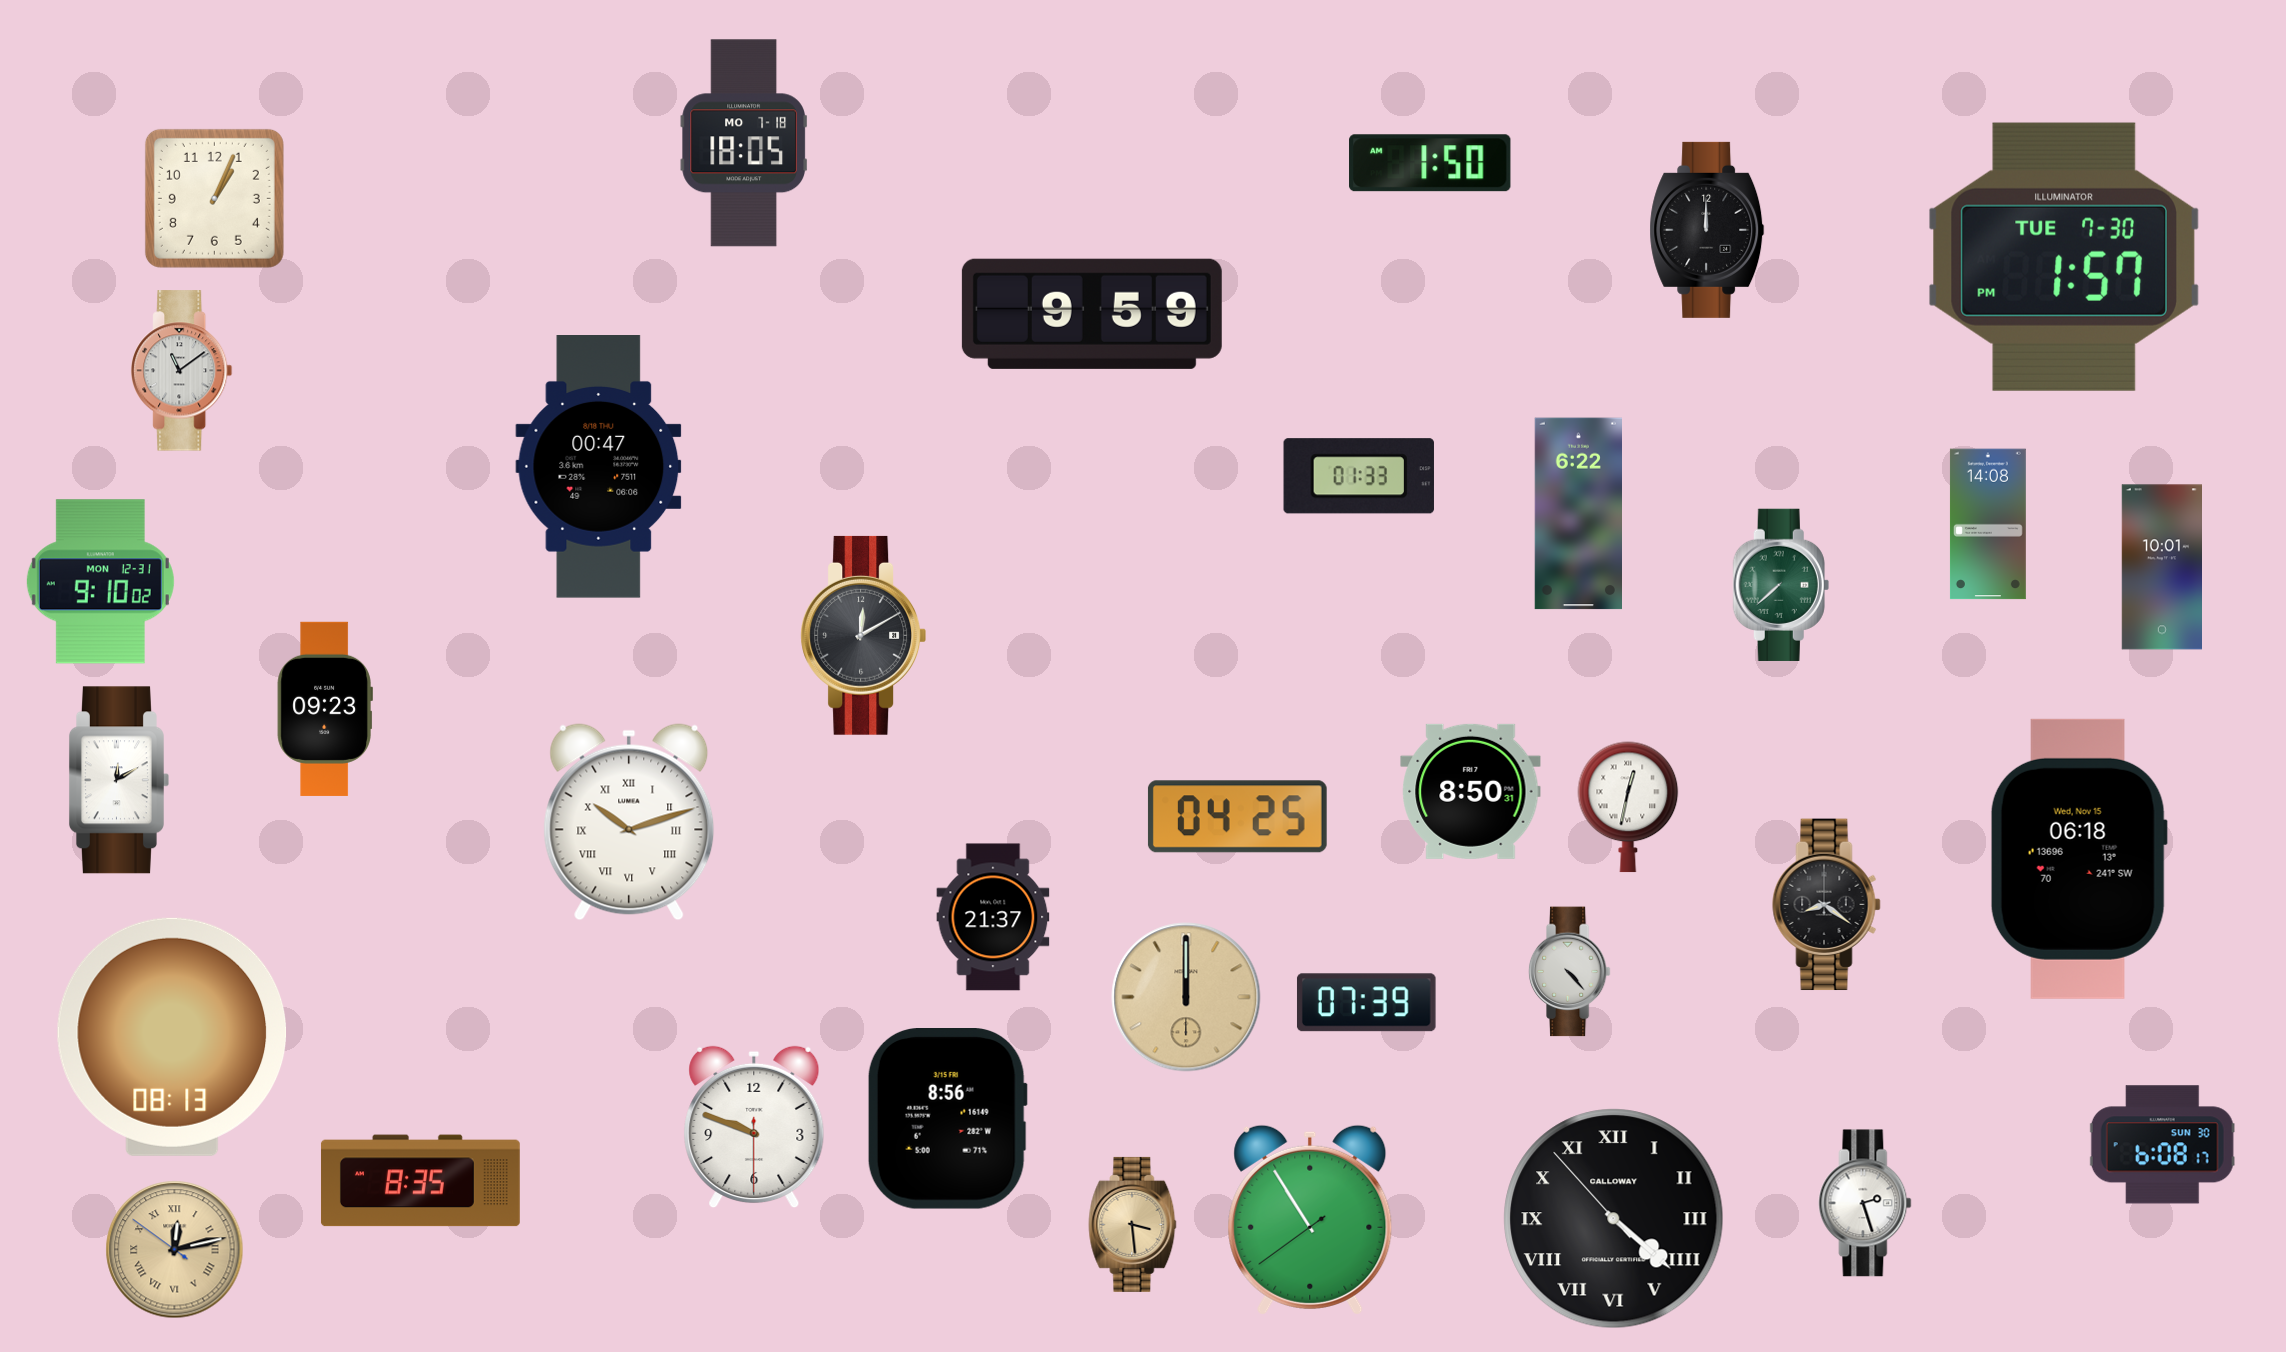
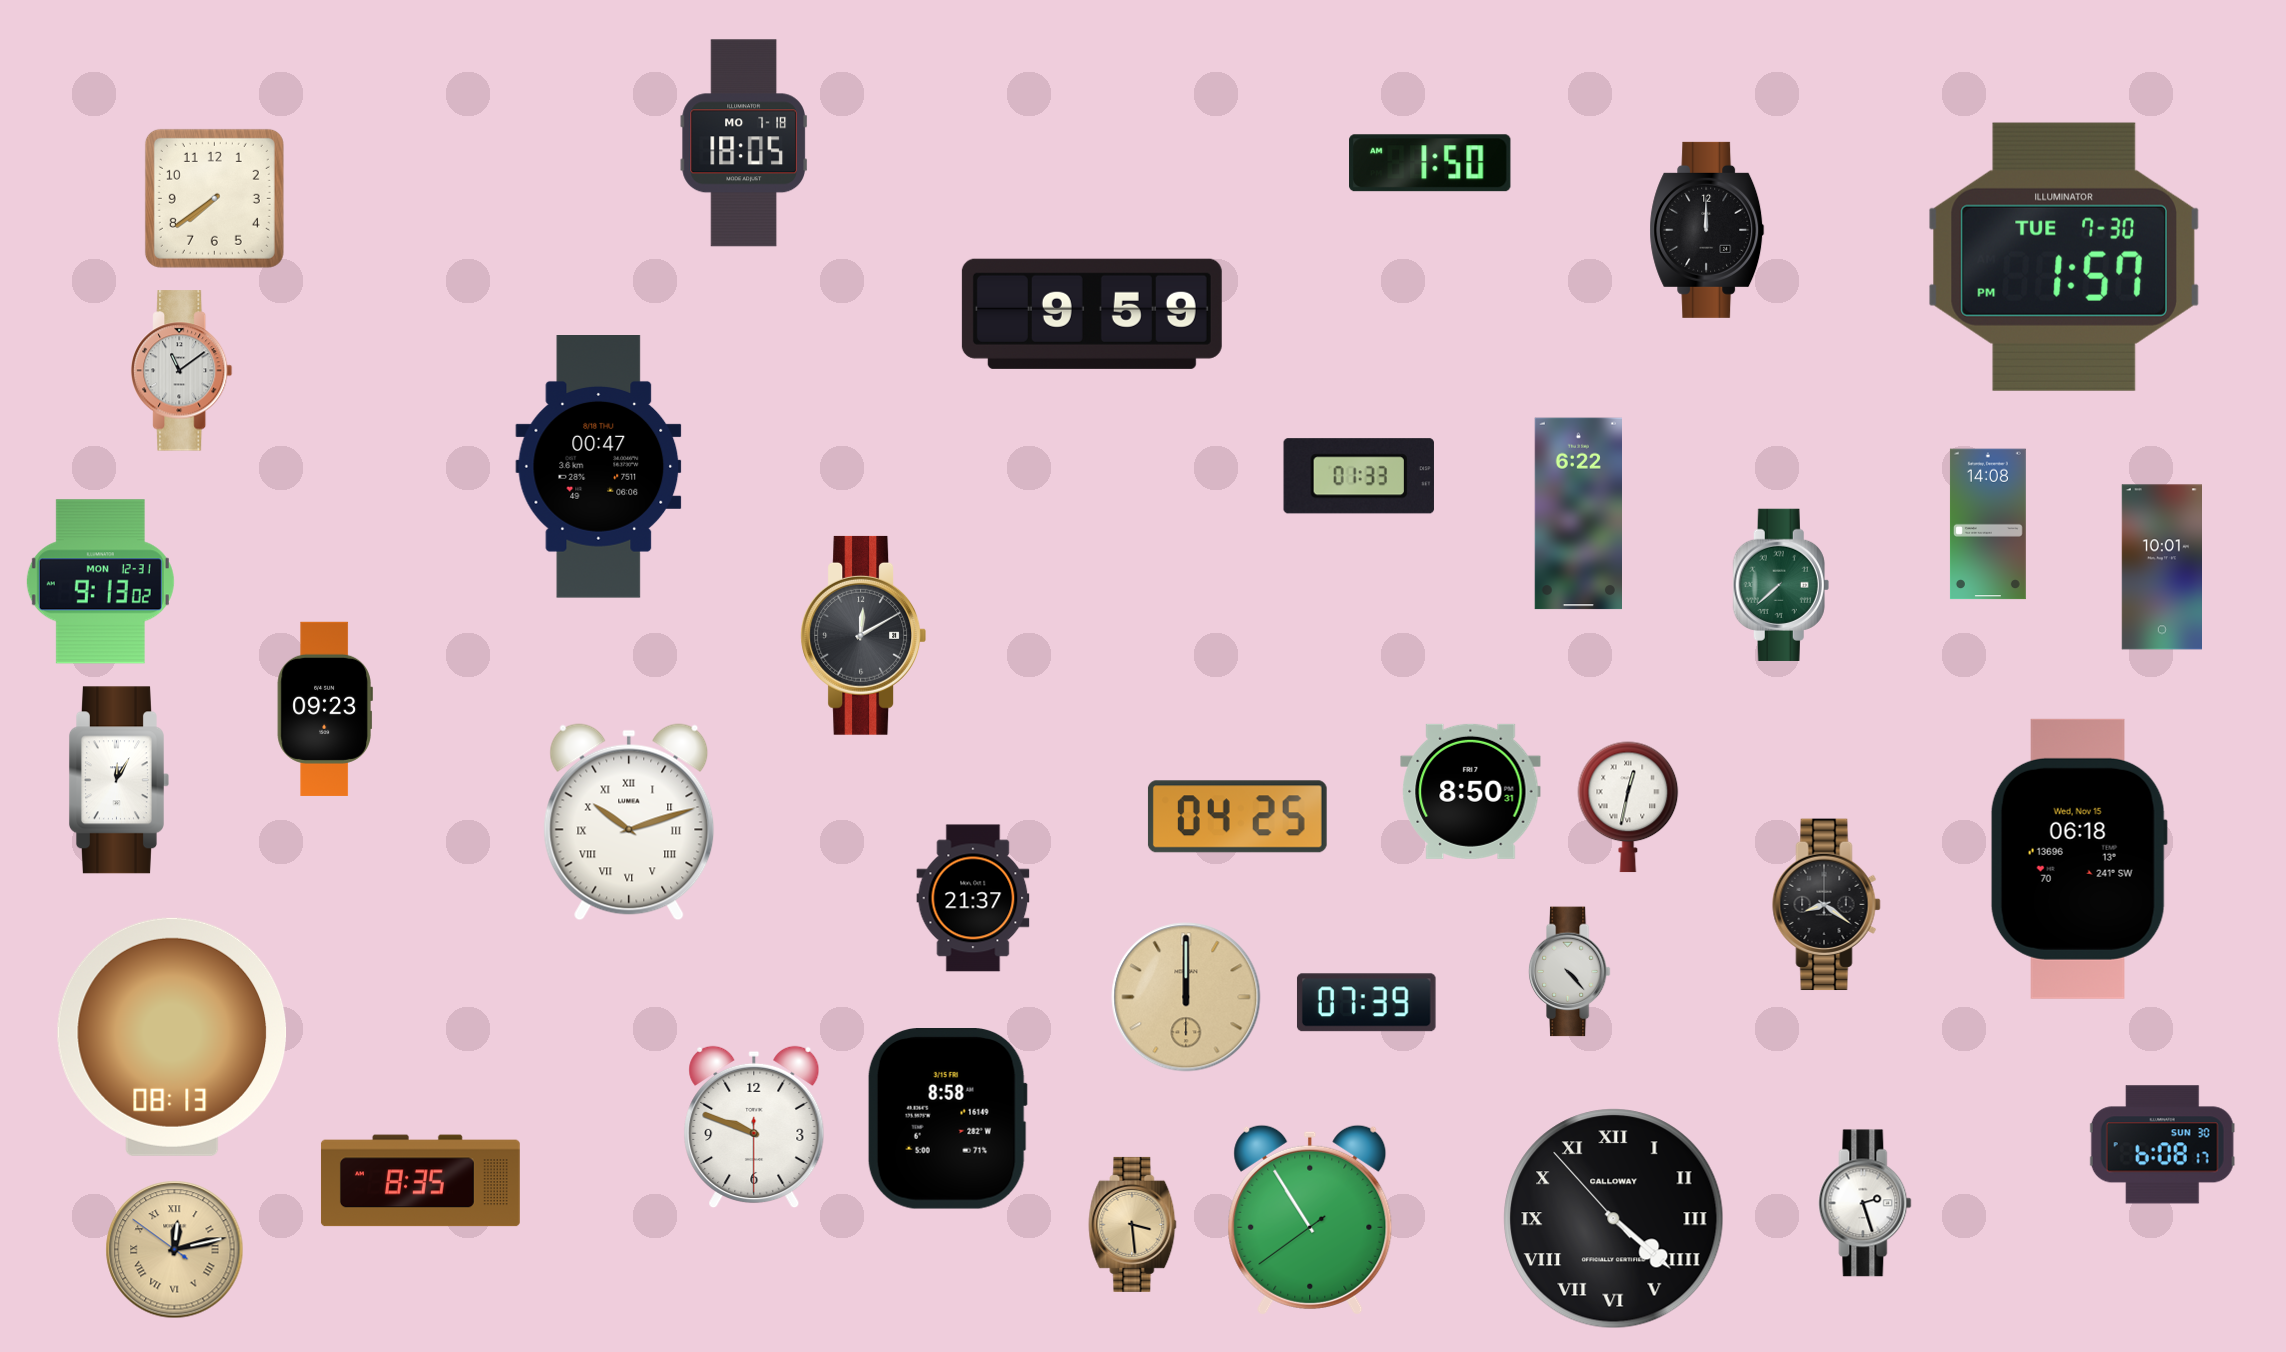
clock at (214, 198): 1:04 -> 7:39
clock at (100, 582): 9:10 -> 9:13
clock at (119, 780): 12:10 -> 12:05
clock at (993, 917) position: (993, 917) -> (973, 898)
clock at (947, 1119): 8:56 -> 8:58
